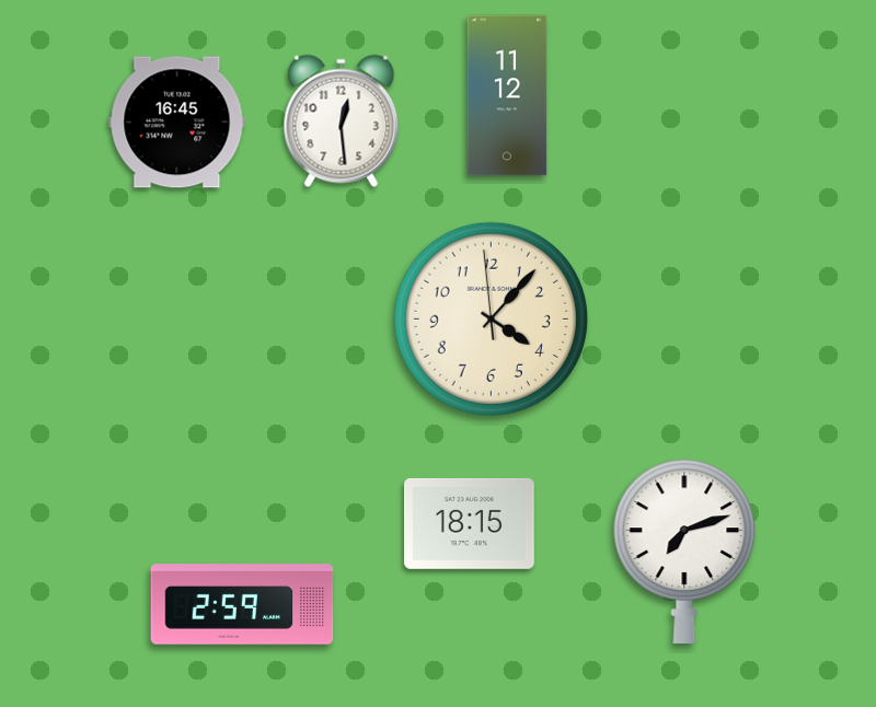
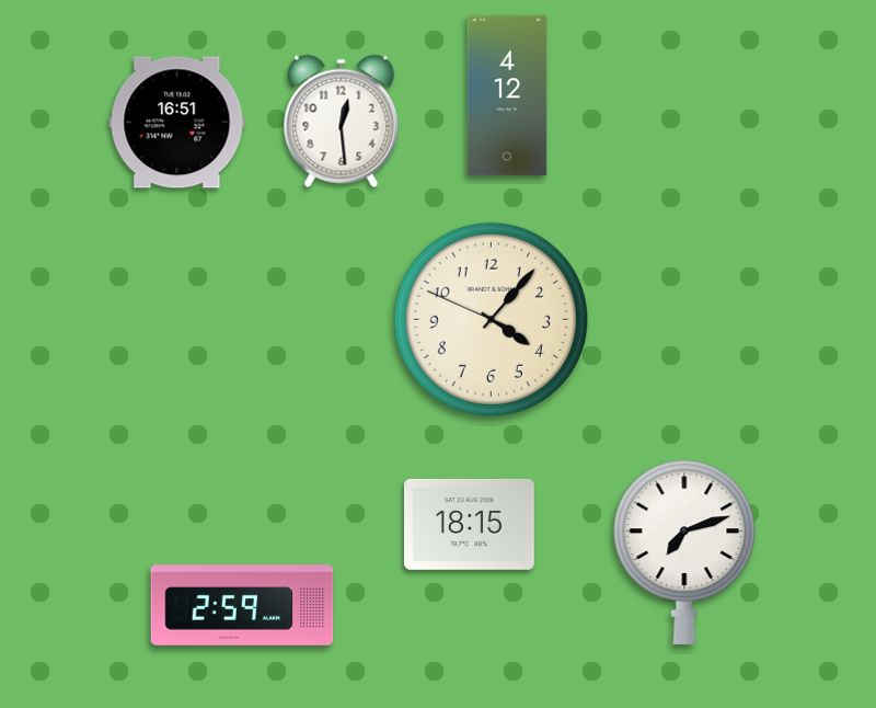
clock at (507, 95): 11:12 -> 4:12
clock at (177, 123): 16:45 -> 16:51
clock at (491, 318): 4:06:59 -> 4:06:49
